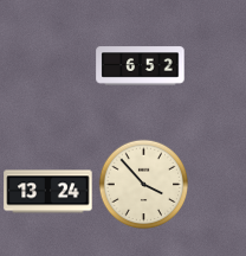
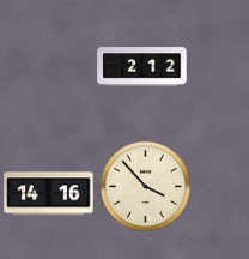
clock at (141, 66): 6:52 -> 2:12
clock at (48, 192): 13:24 -> 14:16
